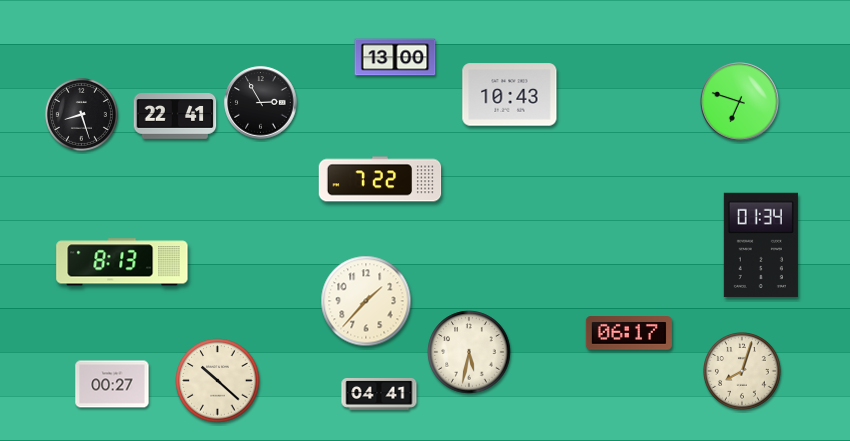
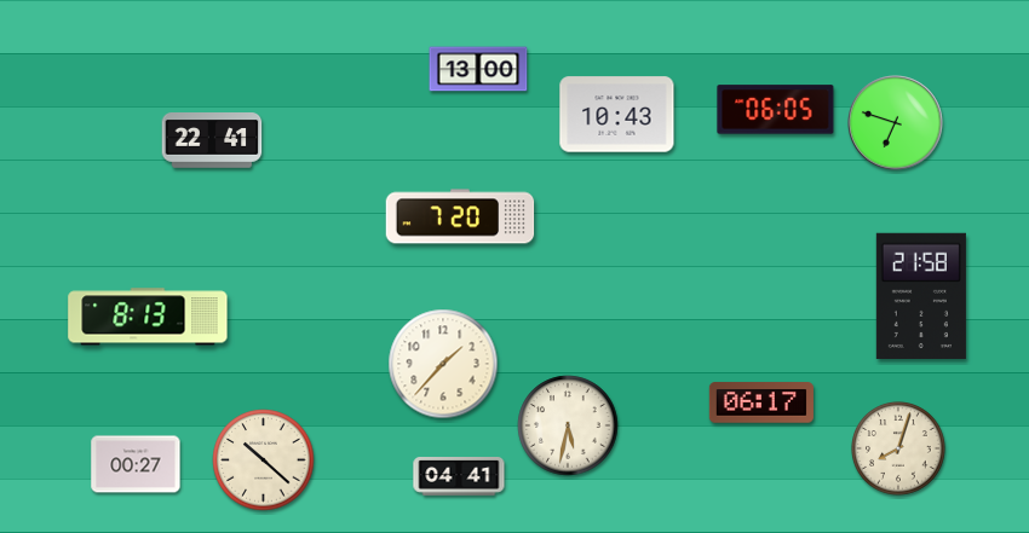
clock at (776, 110): none -> 06:05
clock at (261, 103): 2:55 -> none
clock at (81, 114): 8:27 -> none
clock at (380, 179): 7:22 -> 7:20
clock at (761, 245): 01:34 -> 21:58
